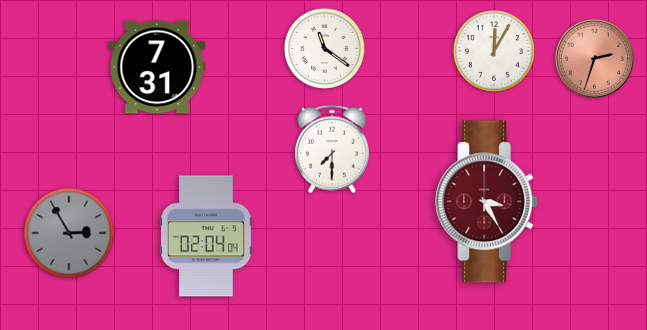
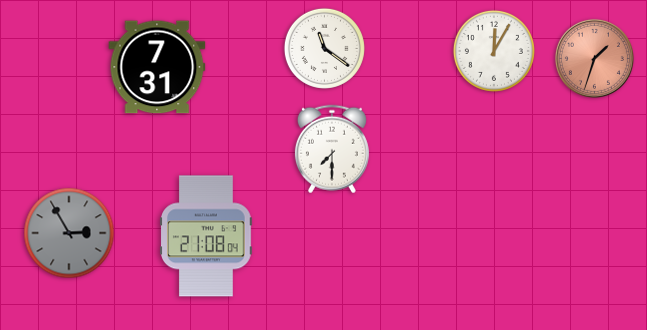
clock at (594, 58): 2:33 -> 1:33
clock at (487, 202): 3:25 -> none
clock at (206, 236): 02:04 -> 21:08
